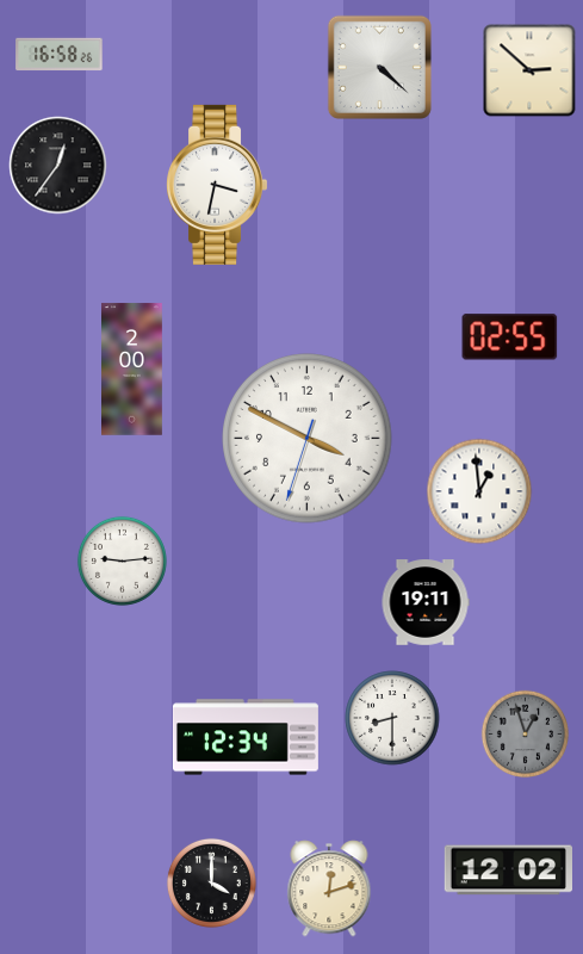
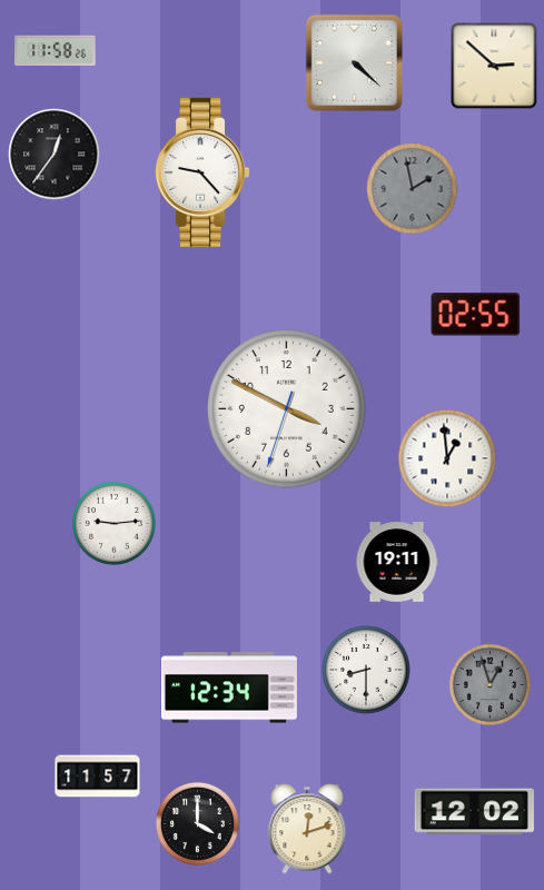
clock at (60, 55): 16:58 -> 11:58
clock at (217, 185): 3:32 -> 9:23
clock at (413, 189): none -> 1:58
clock at (132, 370): 2:00 -> none
clock at (98, 777): none -> 11:57
